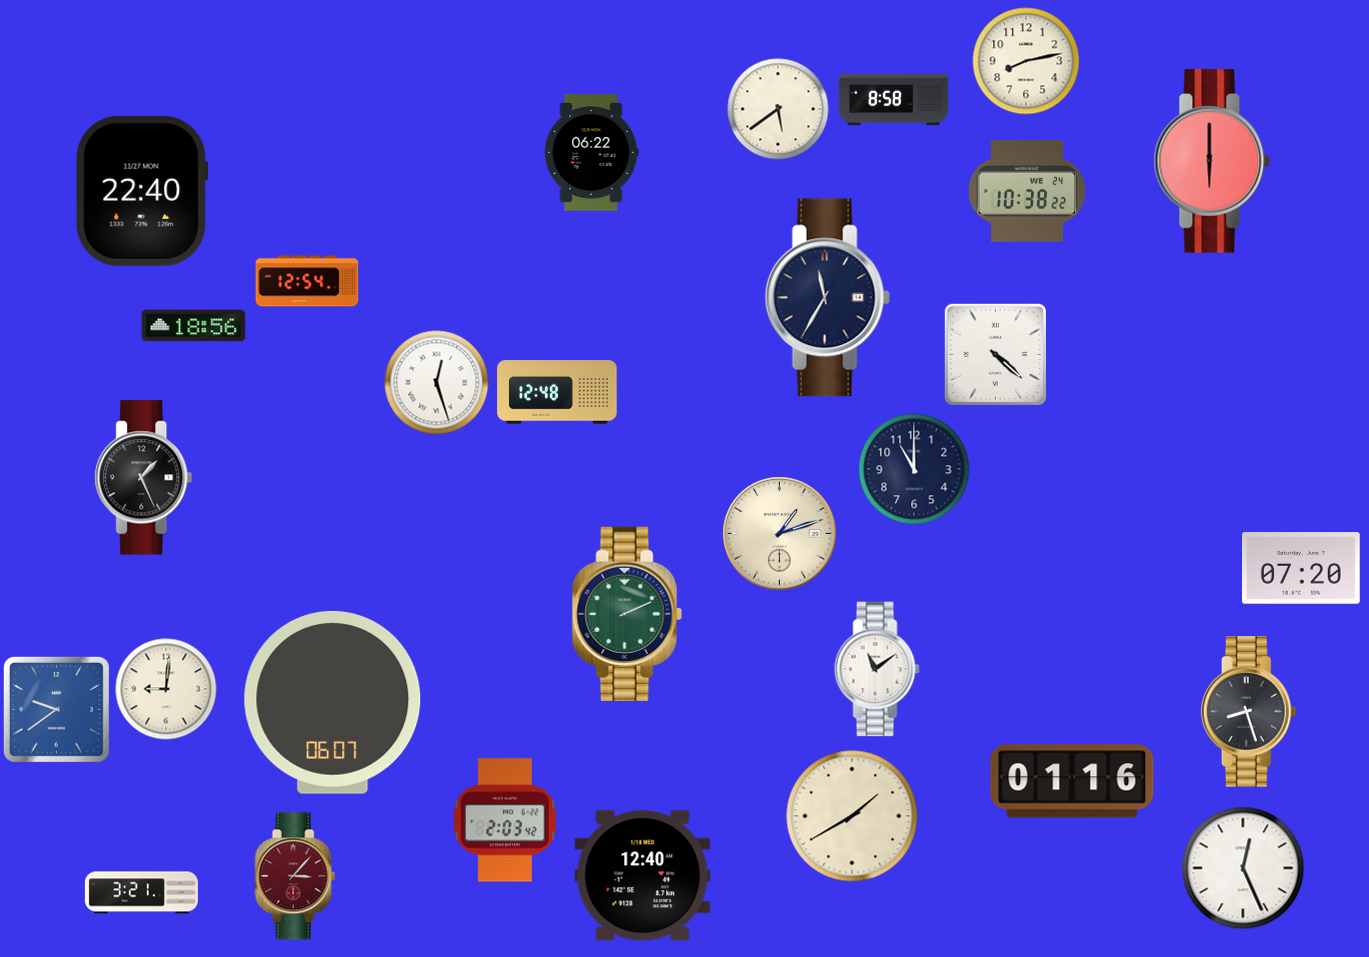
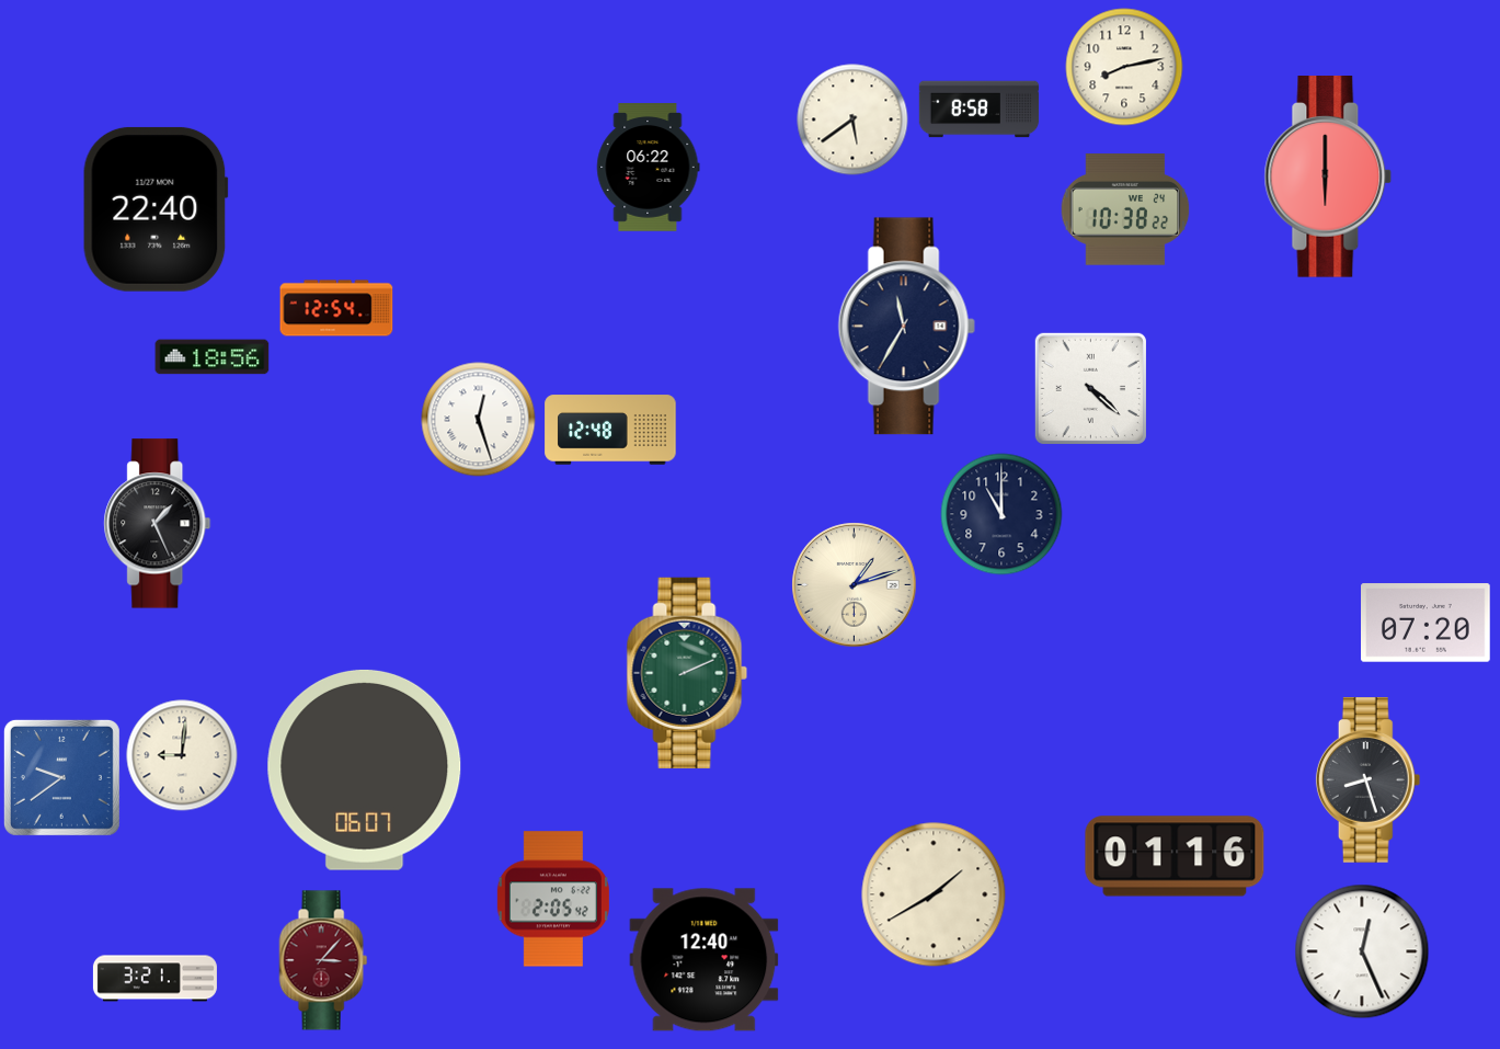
clock at (877, 669): 11:09 -> none
clock at (505, 820): 2:03 -> 2:05
